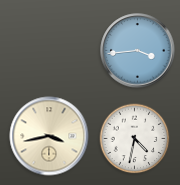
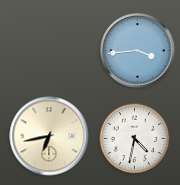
clock at (49, 136): 3:43 -> 6:43
